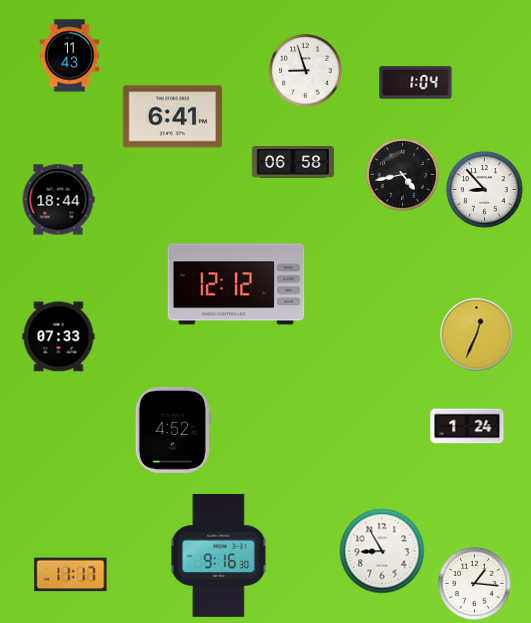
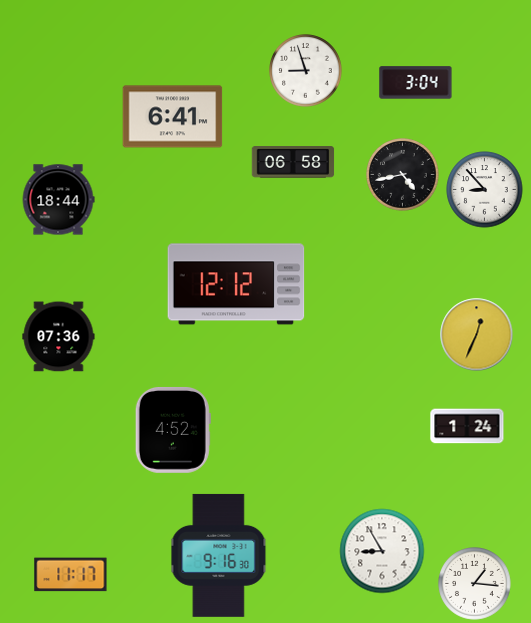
clock at (70, 56): 11:43 -> none
clock at (416, 83): 1:04 -> 3:04
clock at (59, 337): 07:33 -> 07:36
